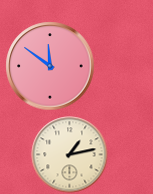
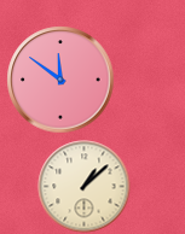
clock at (70, 155): 1:13 -> 1:08
